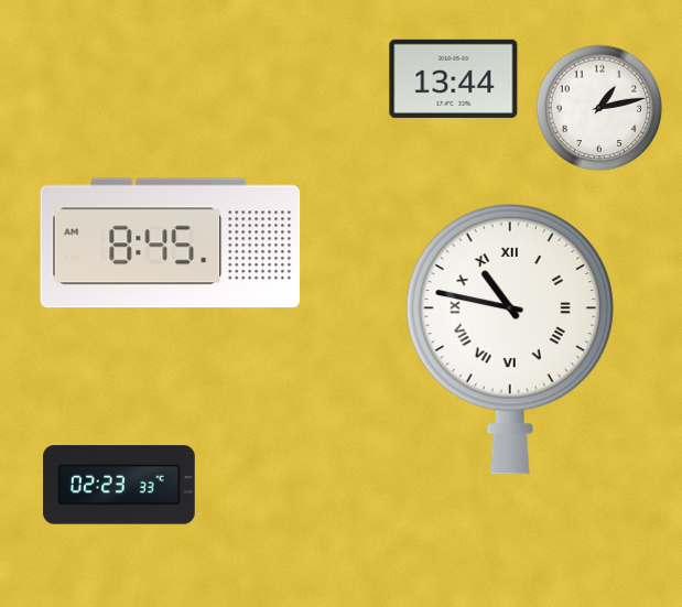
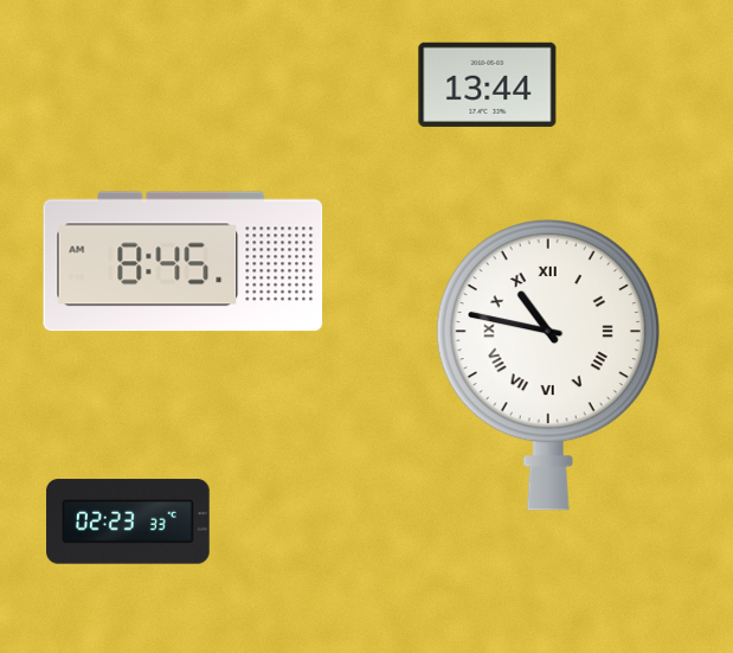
clock at (599, 108): 1:13 -> none
